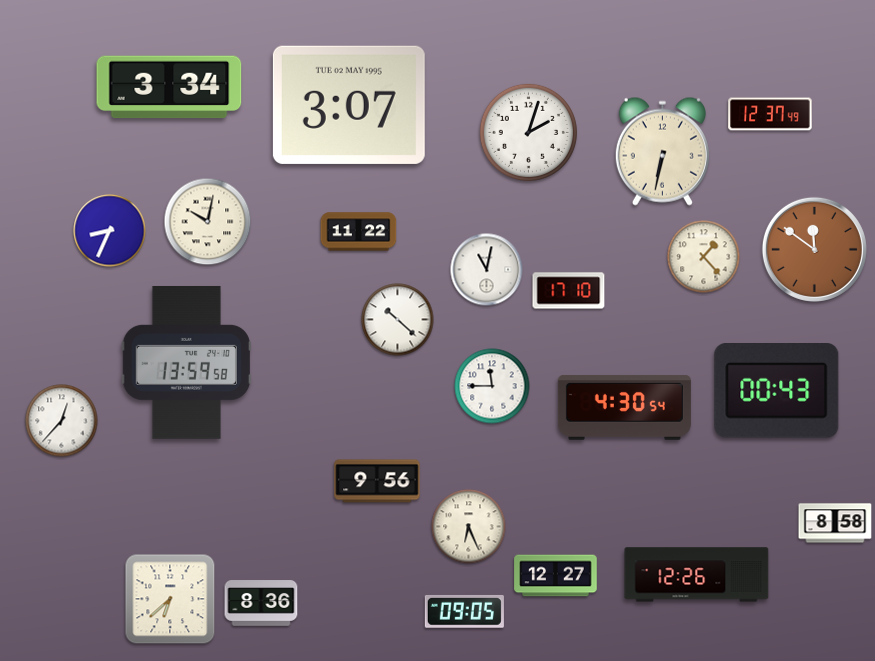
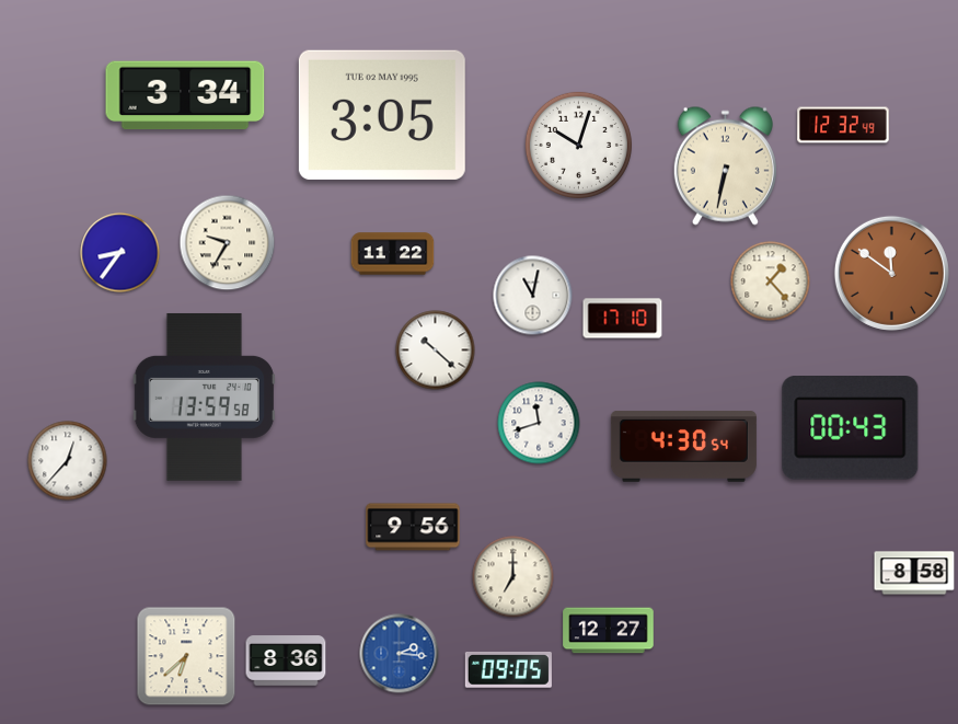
clock at (349, 105): 3:07 -> 3:05
clock at (770, 114): 12:37 -> 12:32
clock at (528, 132): 2:03 -> 10:03
clock at (208, 222): 10:02 -> 9:35
clock at (110, 231): 8:34 -> 8:36
clock at (492, 386): 11:45 -> 11:42
clock at (469, 527): 6:26 -> 7:00
clock at (697, 575): 12:26 -> none
clock at (400, 654): none -> 2:16
